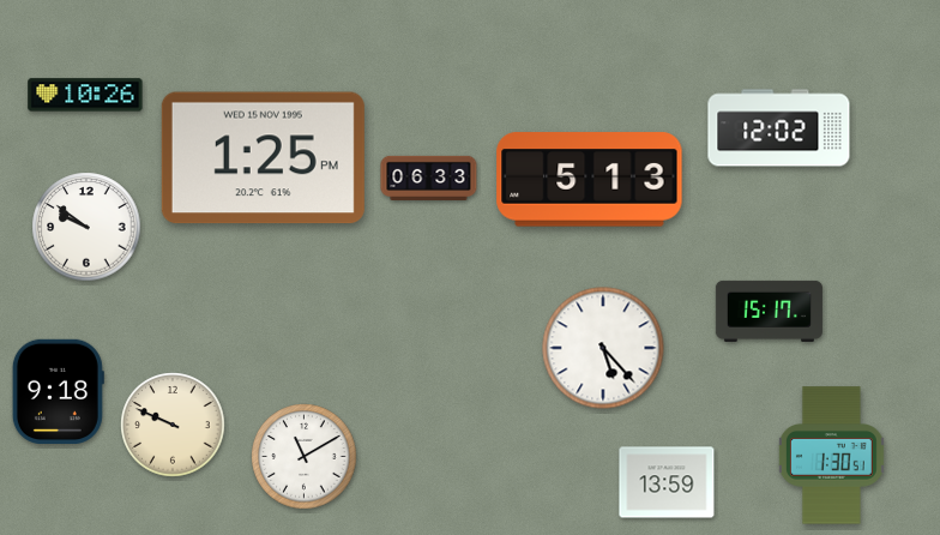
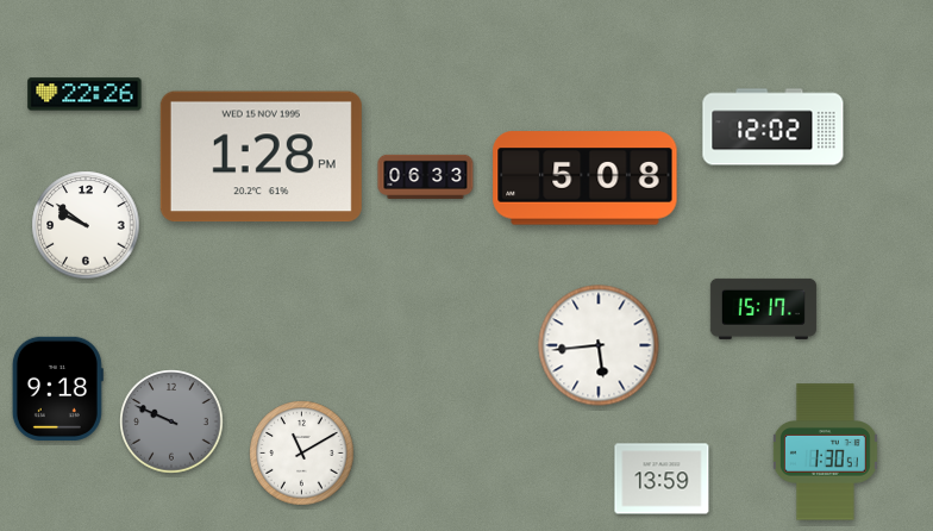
clock at (85, 95): 10:26 -> 22:26
clock at (263, 158): 1:25 -> 1:28
clock at (590, 180): 5:13 -> 5:08
clock at (603, 348): 5:23 -> 5:44
clock at (173, 425) dial: cream -> grey
